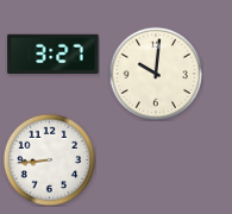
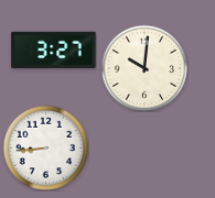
clock at (54, 53) position: (54, 53) -> (54, 50)
